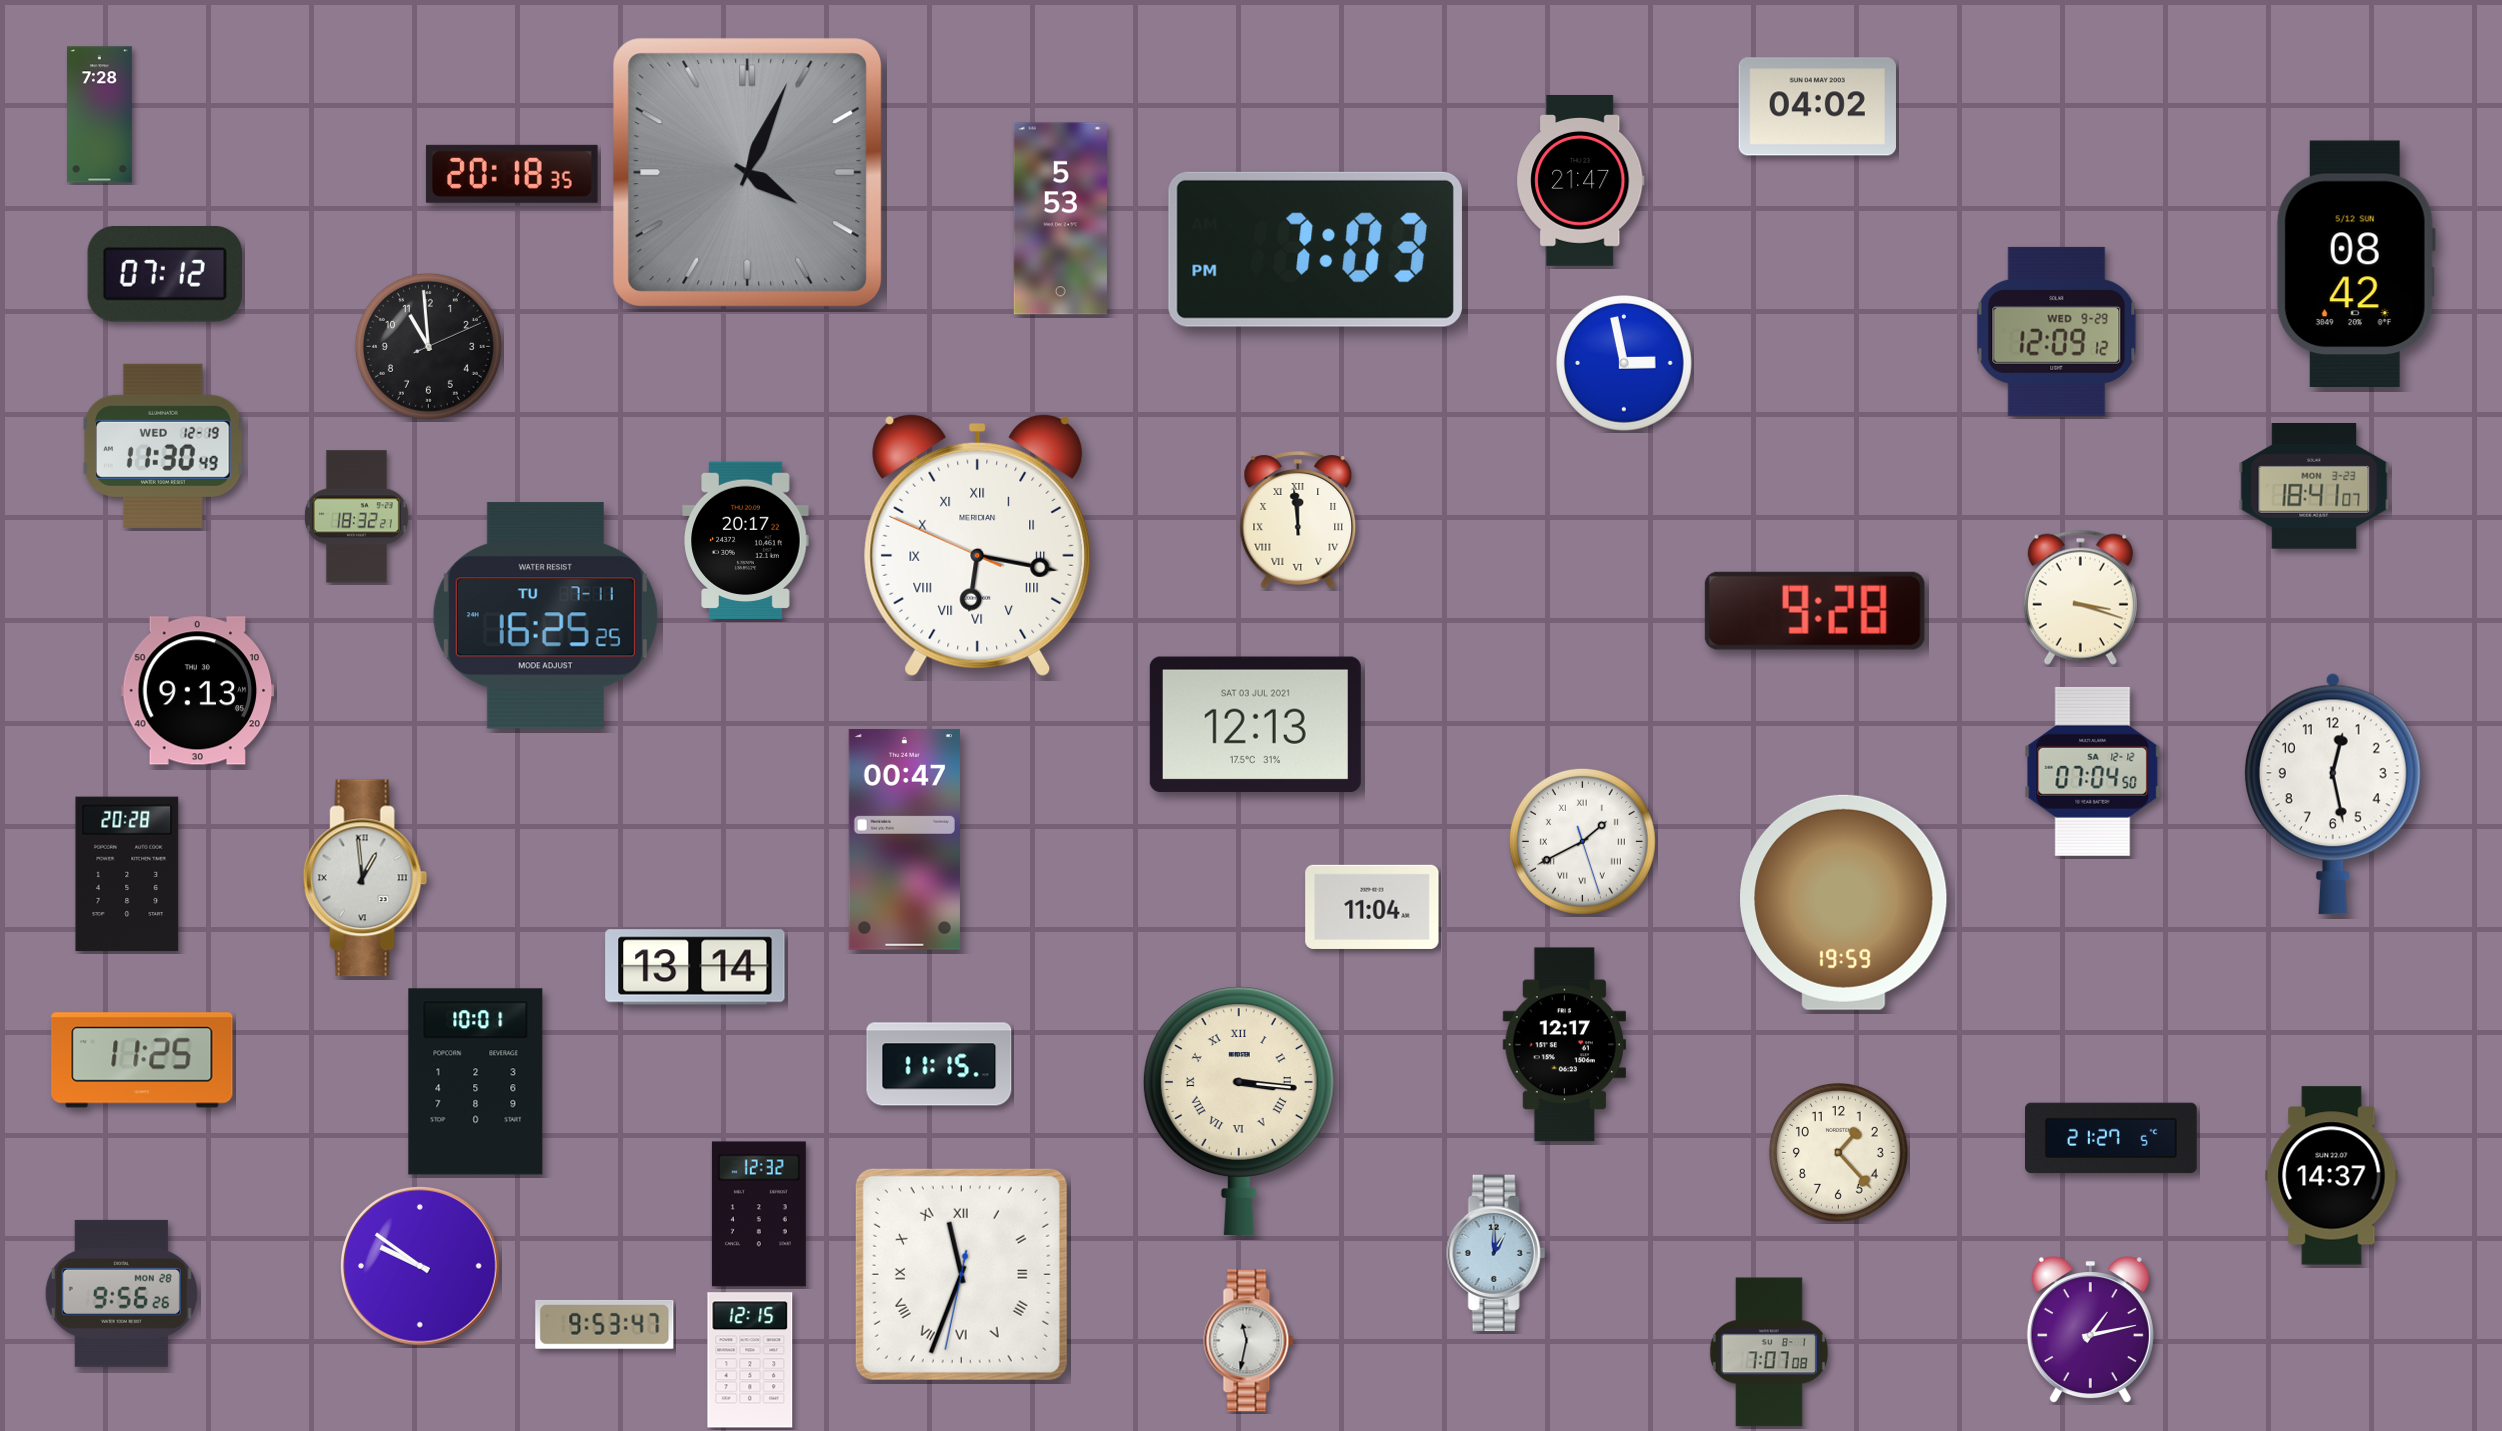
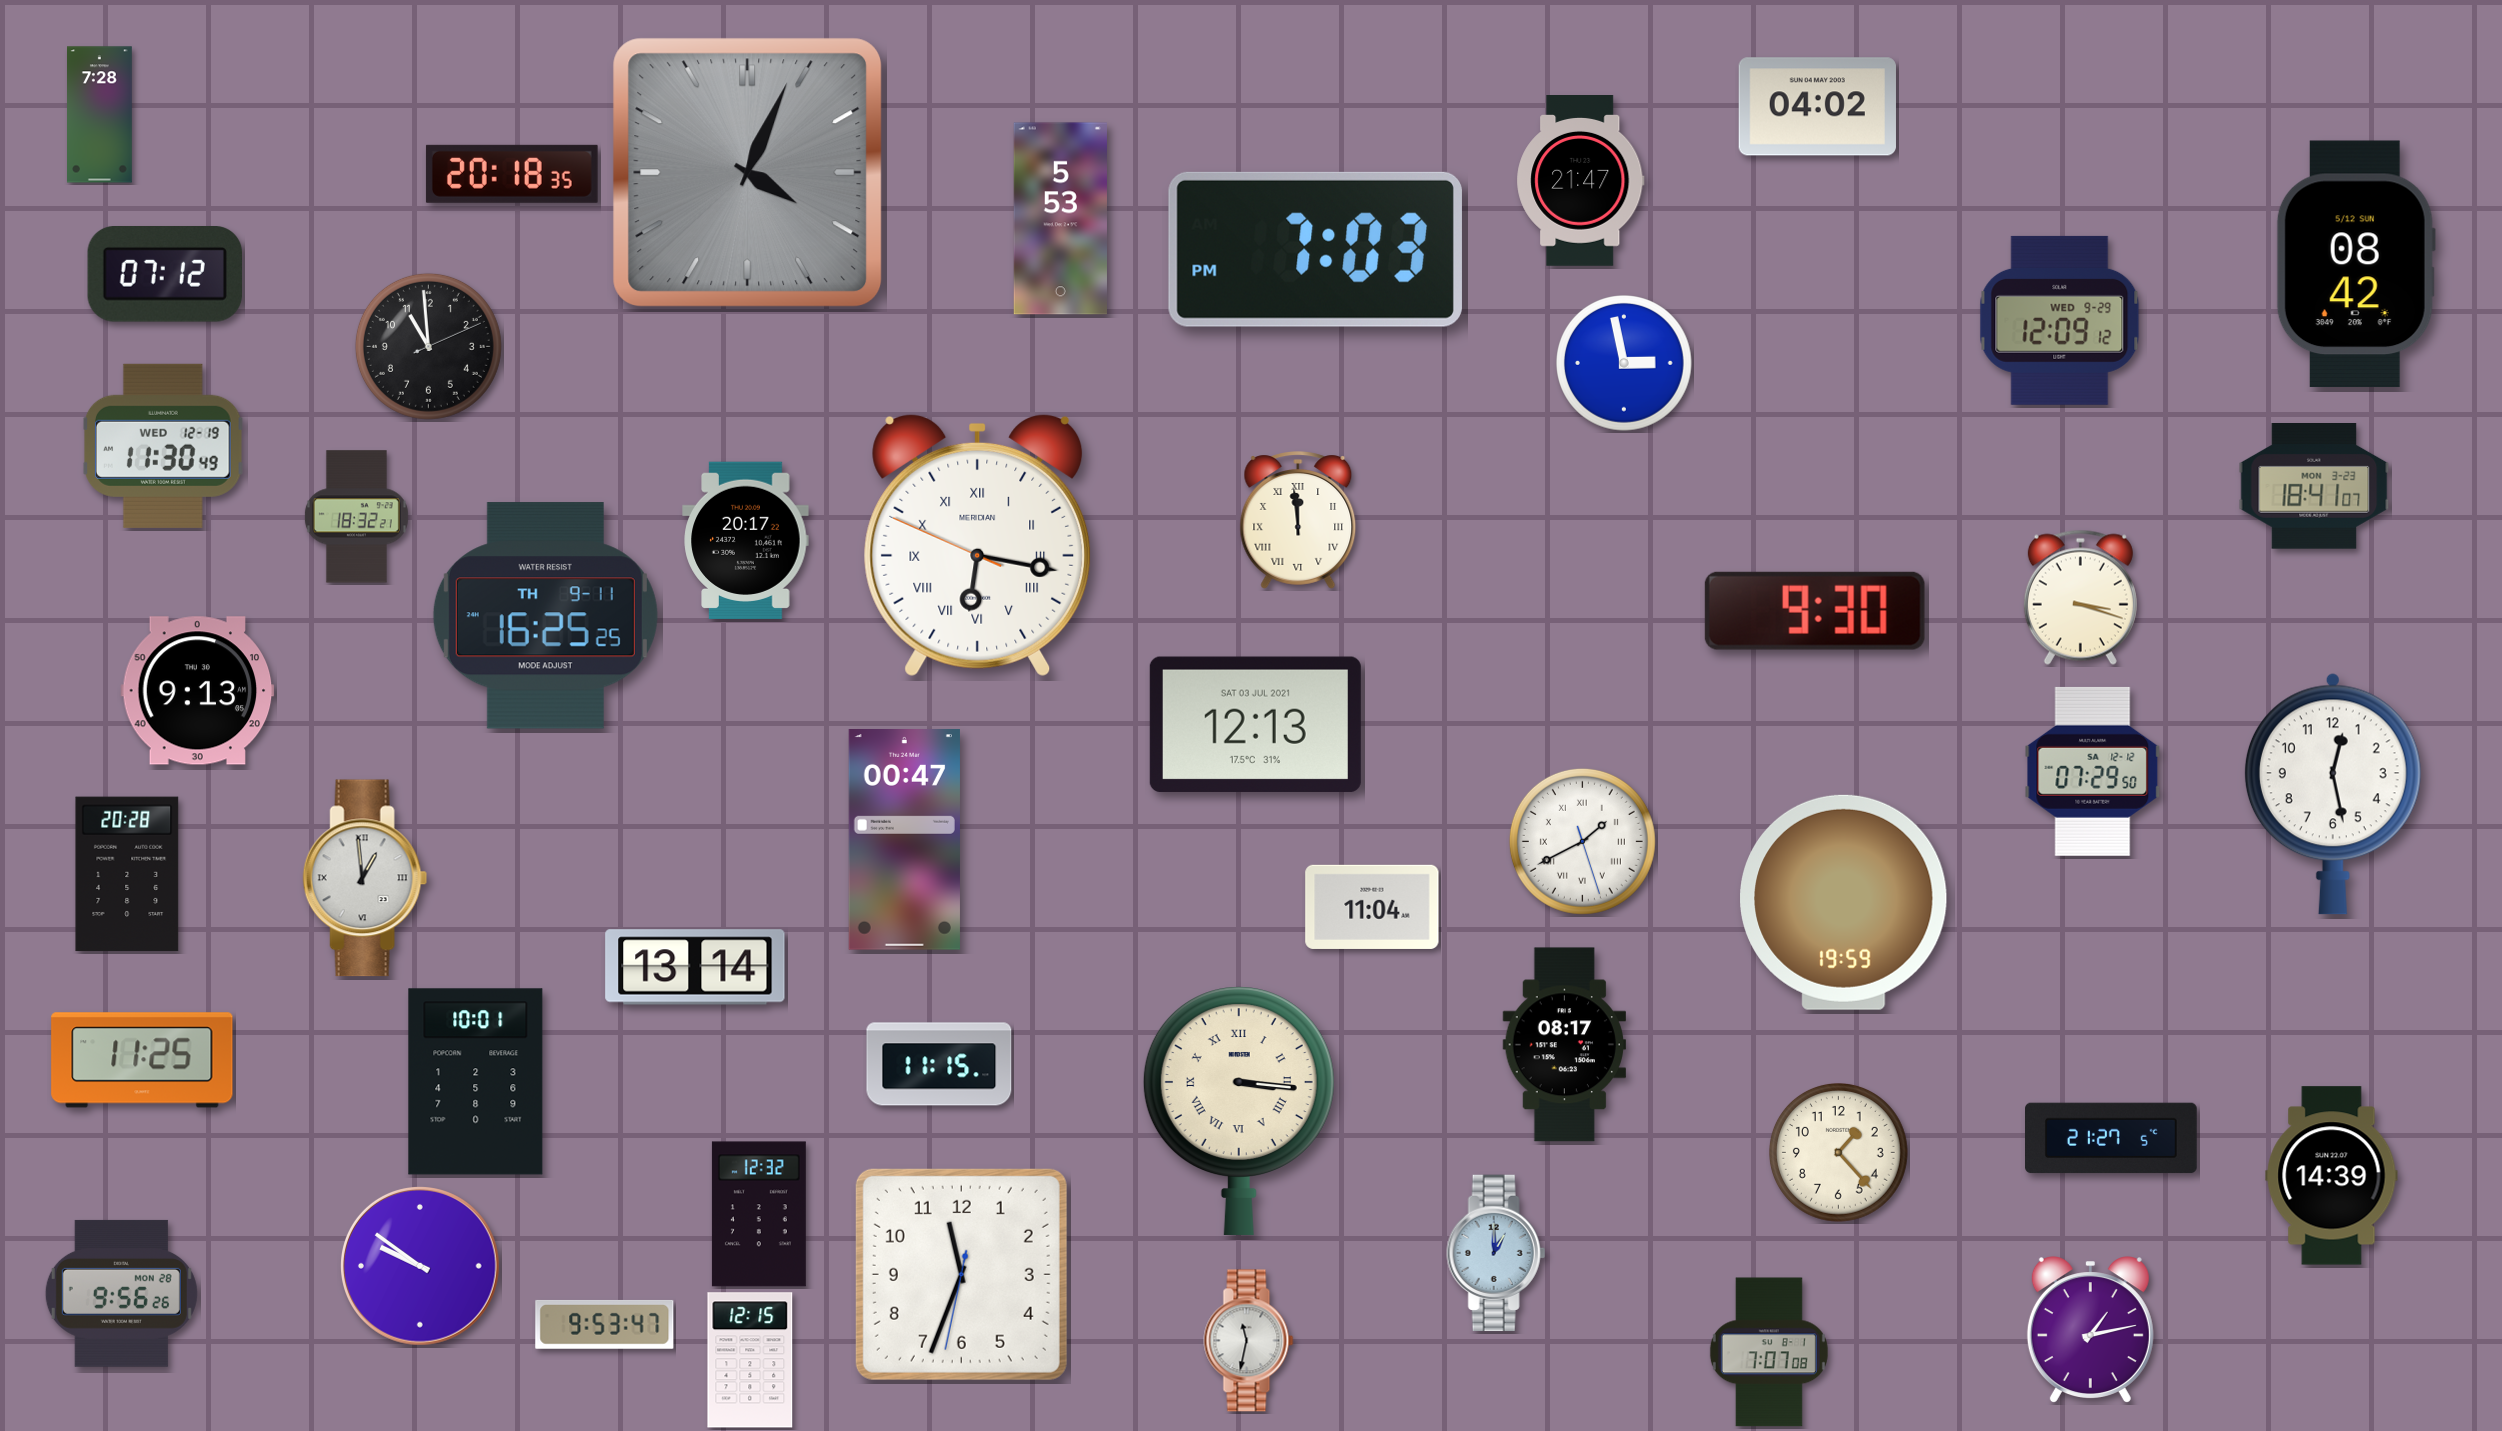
clock at (2057, 331) position: (2057, 331) -> (2060, 320)
clock at (1815, 611): 9:28 -> 9:30
clock at (545, 616) date: TU 7-11 -> TH 9-11
clock at (2093, 771): 07:04 -> 07:29
clock at (1564, 1045): 12:17 -> 08:17
clock at (2332, 1176): 14:37 -> 14:39
clock at (961, 1274) numerals: Roman -> Arabic
